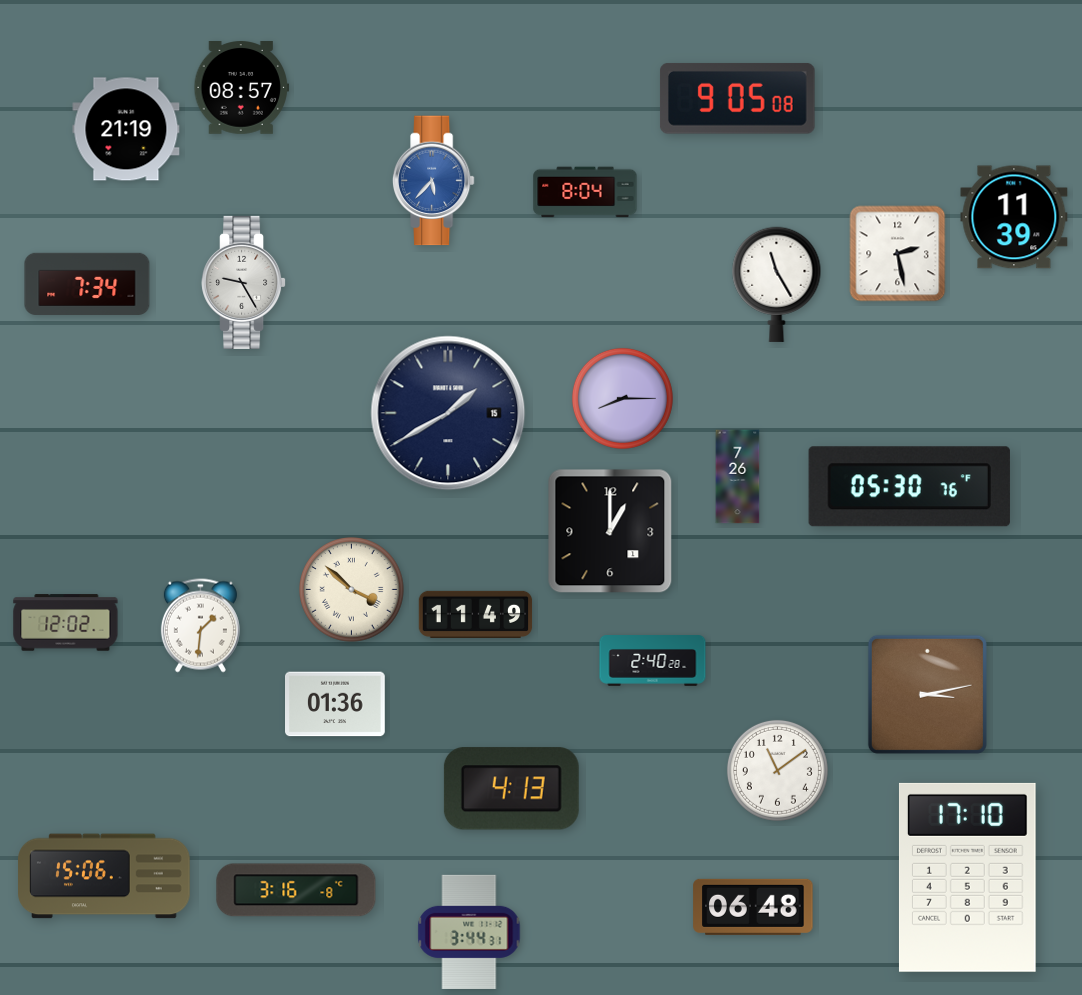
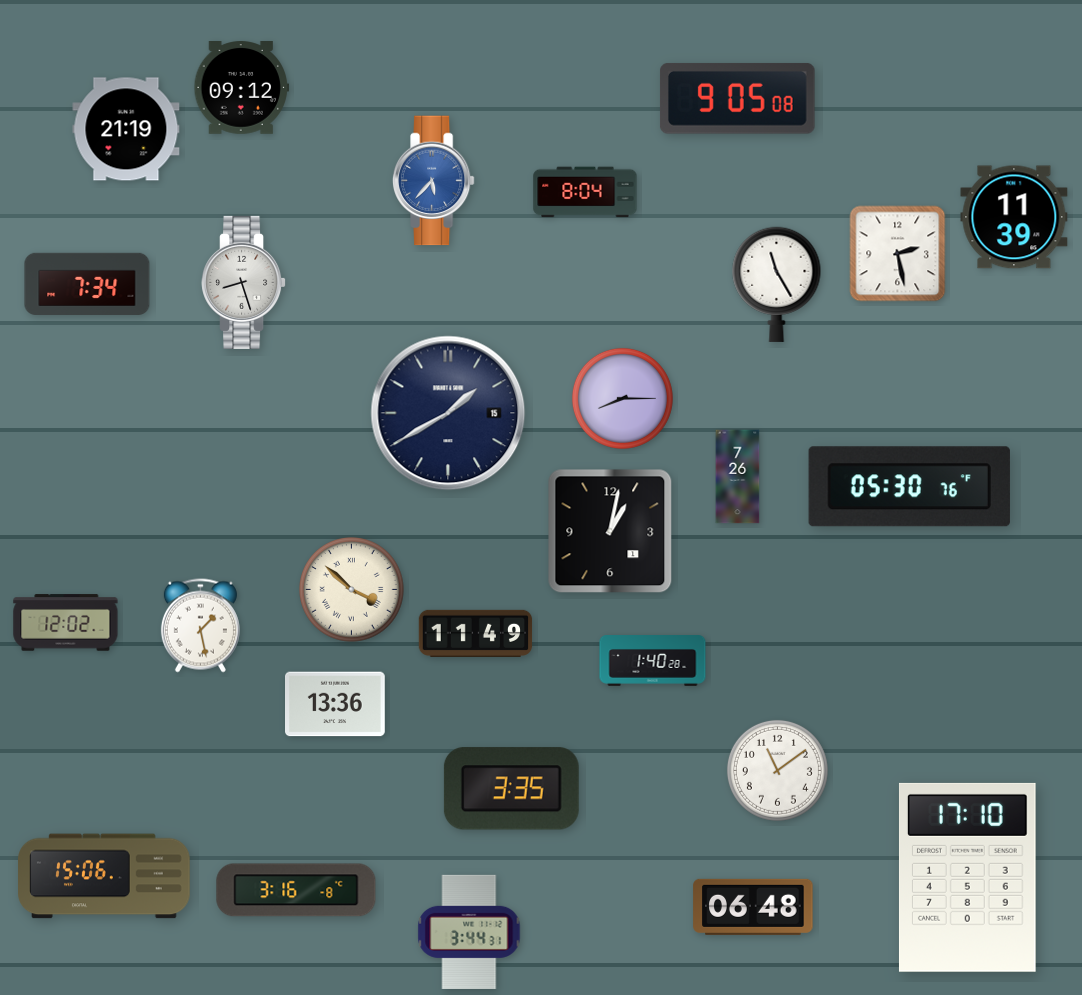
clock at (242, 88): 08:57 -> 09:12
clock at (244, 282): 9:25 -> 8:27
clock at (610, 531): 1:00 -> 1:02
clock at (476, 614) position: (476, 614) -> (476, 633)
clock at (200, 626): 1:31 -> 1:28
clock at (653, 661): 2:40 -> 1:40
clock at (927, 694): 3:13 -> none
clock at (336, 704): 01:36 -> 13:36
clock at (511, 789): 4:13 -> 3:35
